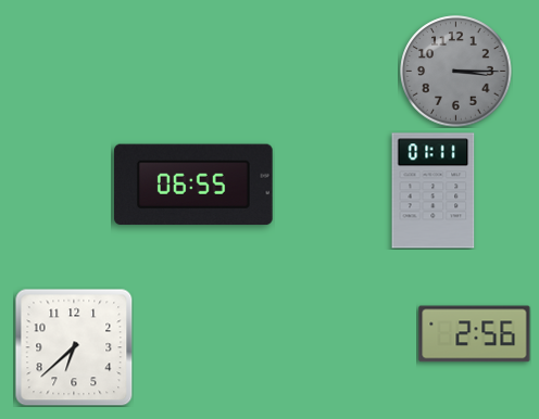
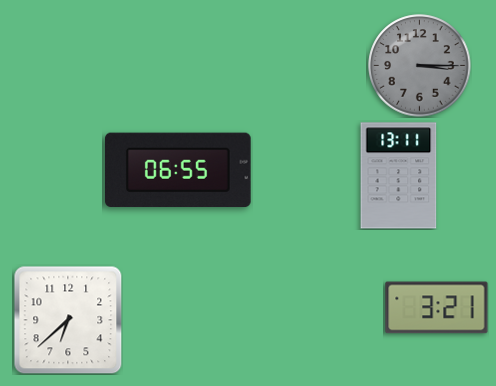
clock at (434, 191): 01:11 -> 13:11
clock at (475, 334): 2:56 -> 3:21
